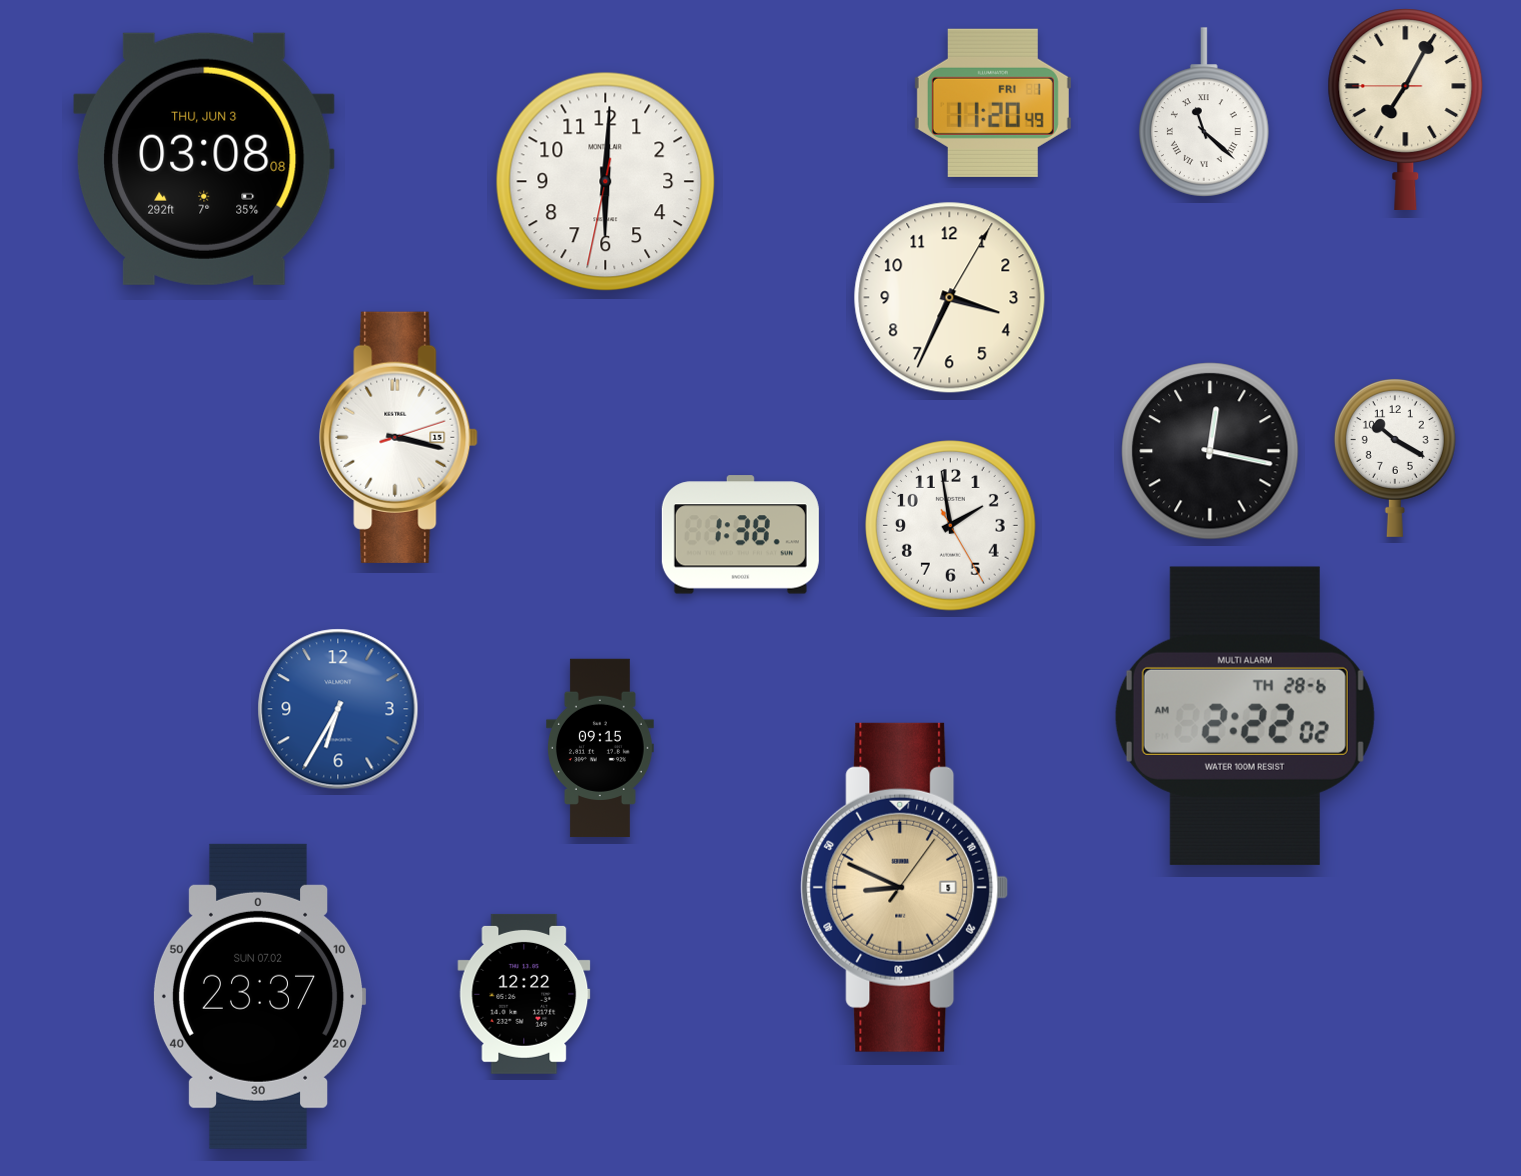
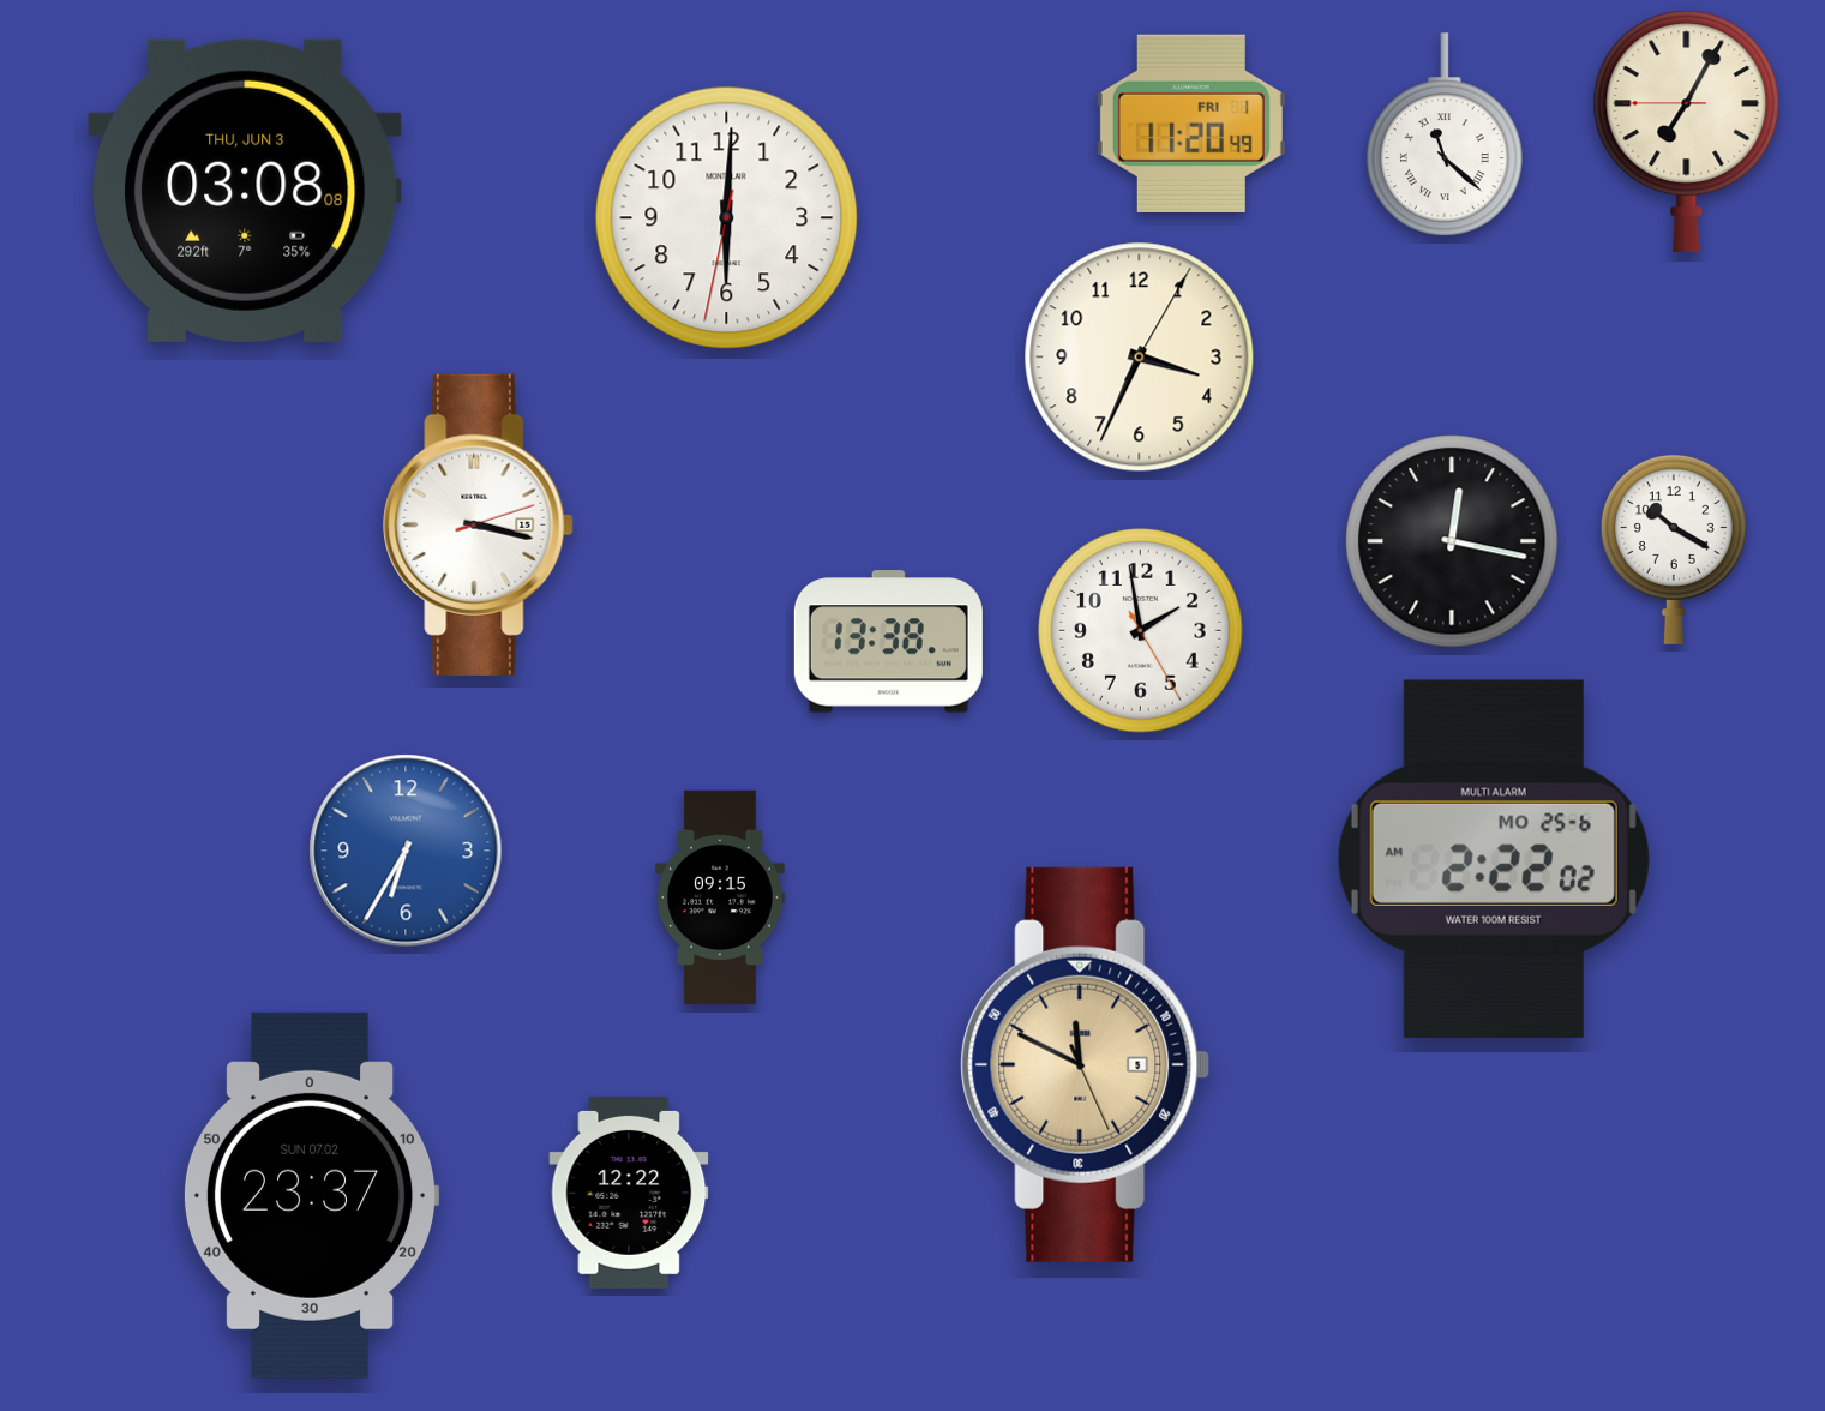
clock at (740, 535): 1:38 -> 13:38
clock at (1245, 716) date: TH 28-6 -> MO 25-6
clock at (905, 887): 8:49 -> 11:49
